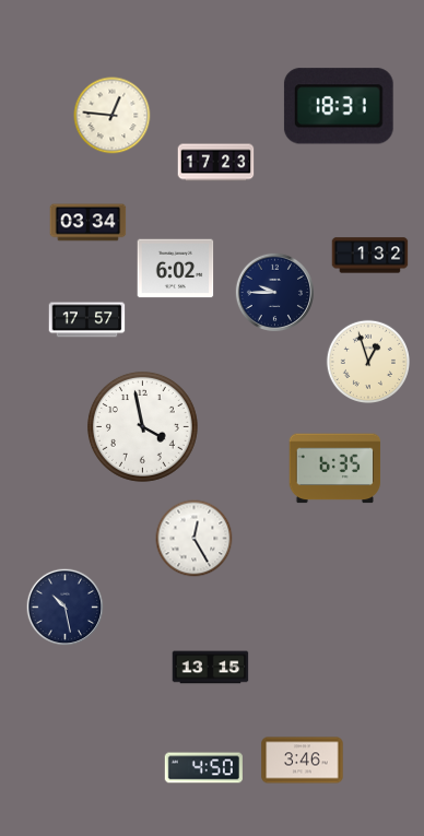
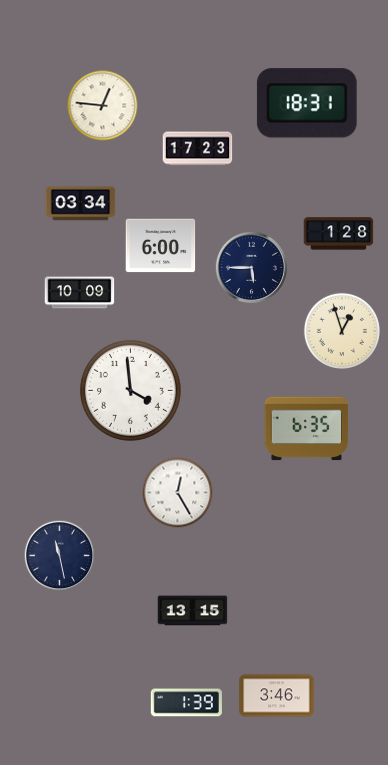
clock at (339, 106) position: (339, 106) -> (307, 103)
clock at (370, 256): 1:32 -> 1:28
clock at (176, 269): 6:02 -> 6:00
clock at (274, 292): 9:45 -> 5:45
clock at (87, 320): 17:57 -> 10:09
clock at (367, 361) position: (367, 361) -> (341, 330)
clock at (142, 426): 3:58 -> 3:59
clock at (66, 608): 10:28 -> 11:28
clock at (203, 768): 4:50 -> 1:39
